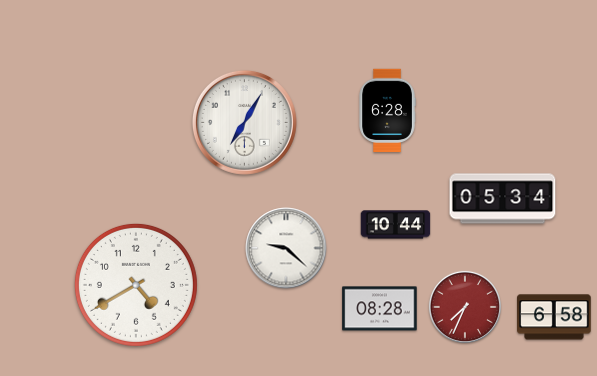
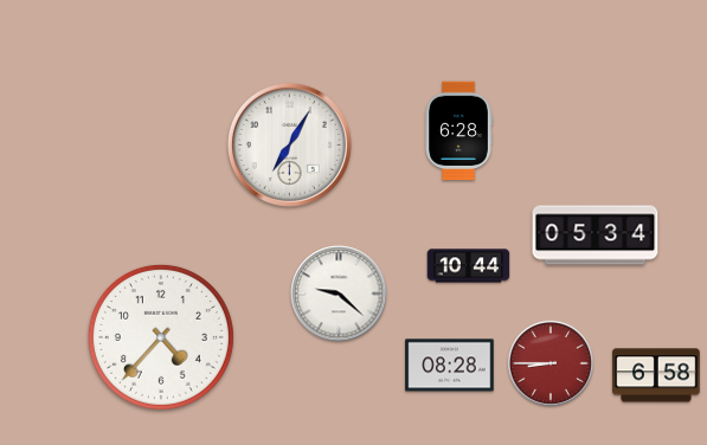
clock at (136, 285): 4:40 -> 4:37
clock at (465, 307): 7:34 -> 8:45
